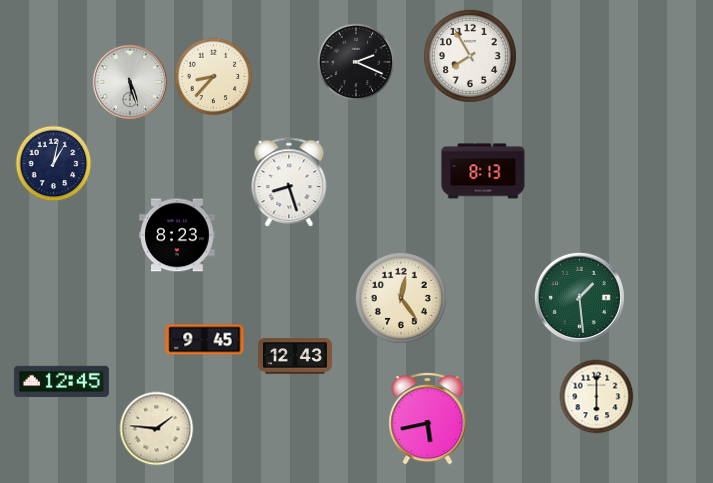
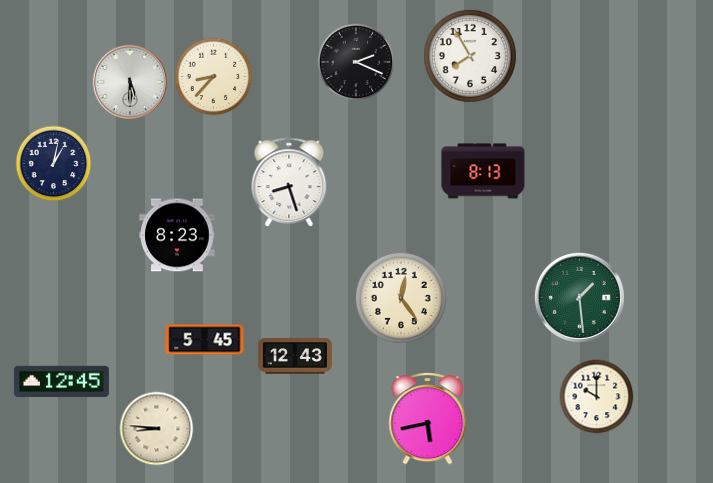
clock at (129, 81): 5:27 -> 5:30
clock at (205, 340): 9:45 -> 5:45
clock at (597, 397): 6:00 -> 10:00
clock at (157, 429): 1:46 -> 8:46
